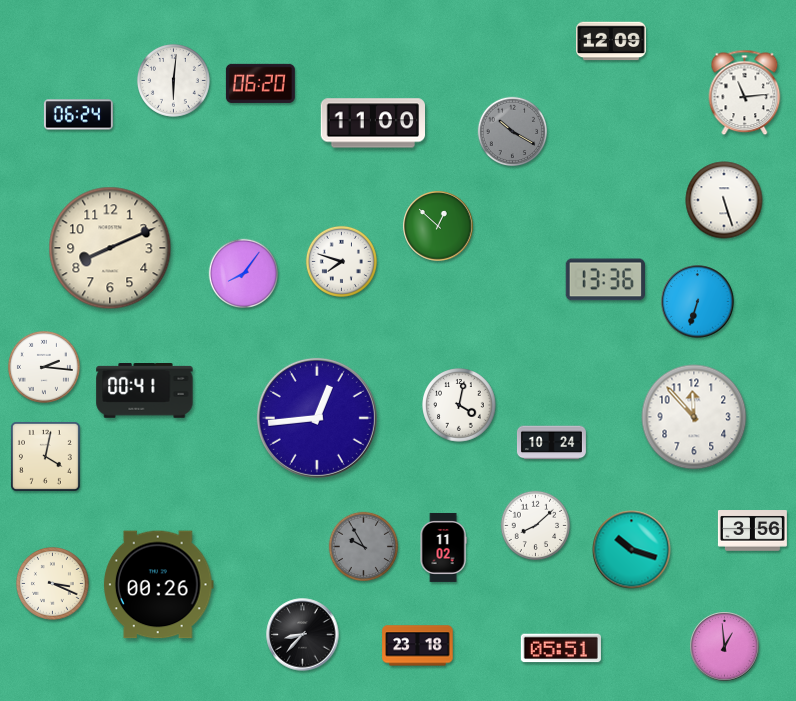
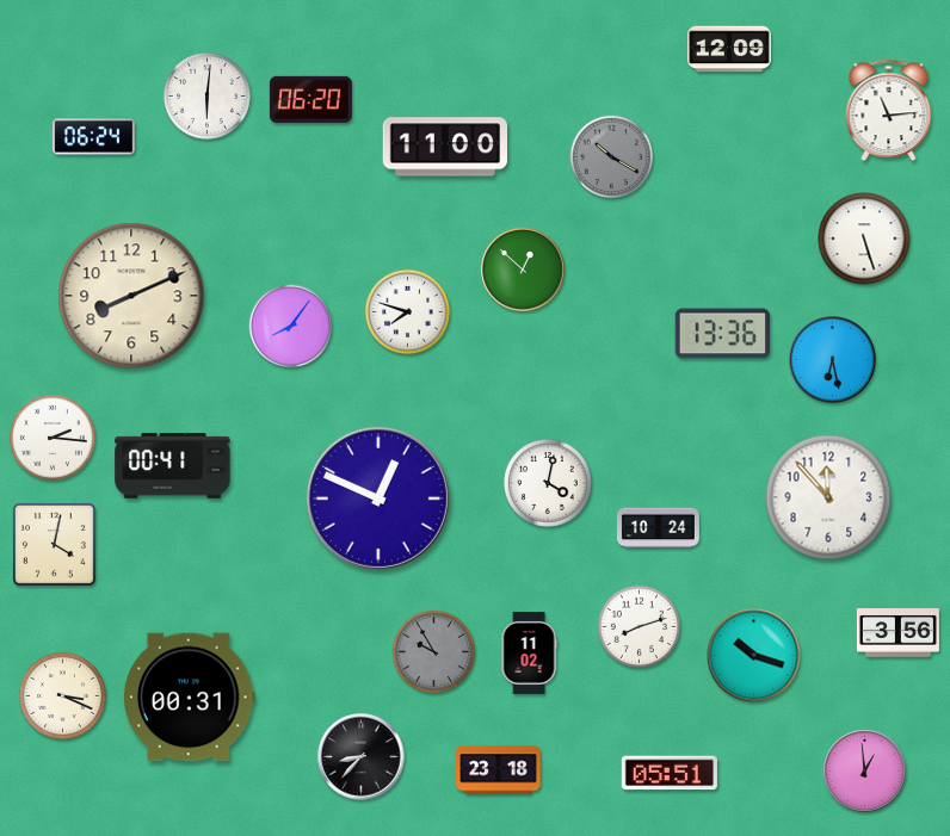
clock at (698, 302): 6:33 -> 6:28
clock at (317, 418): 12:44 -> 12:49
clock at (536, 526): 8:08 -> 8:12
clock at (158, 585): 00:26 -> 00:31
